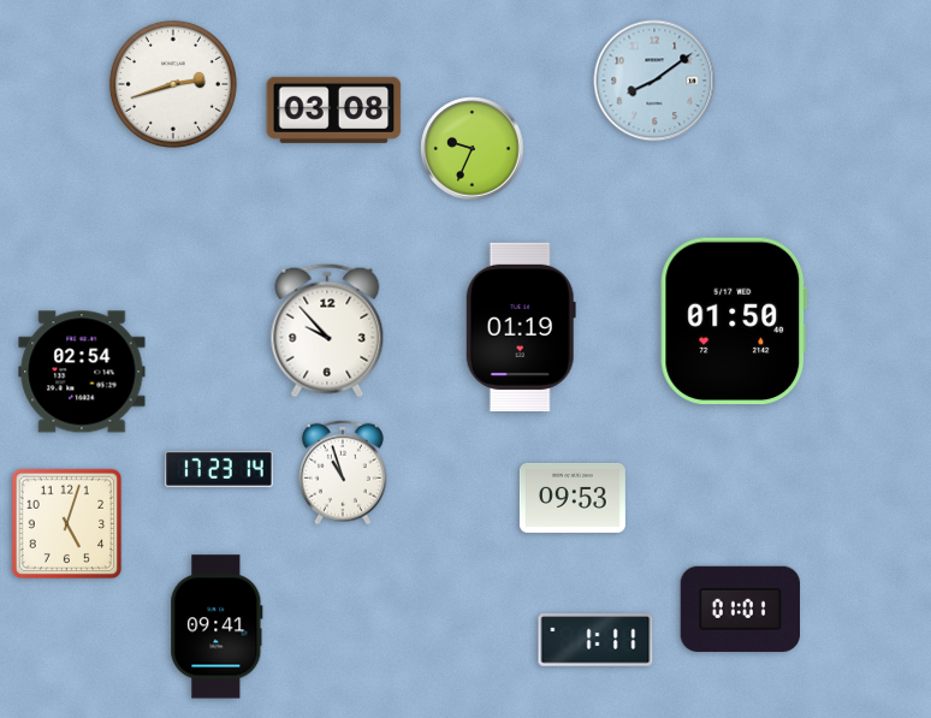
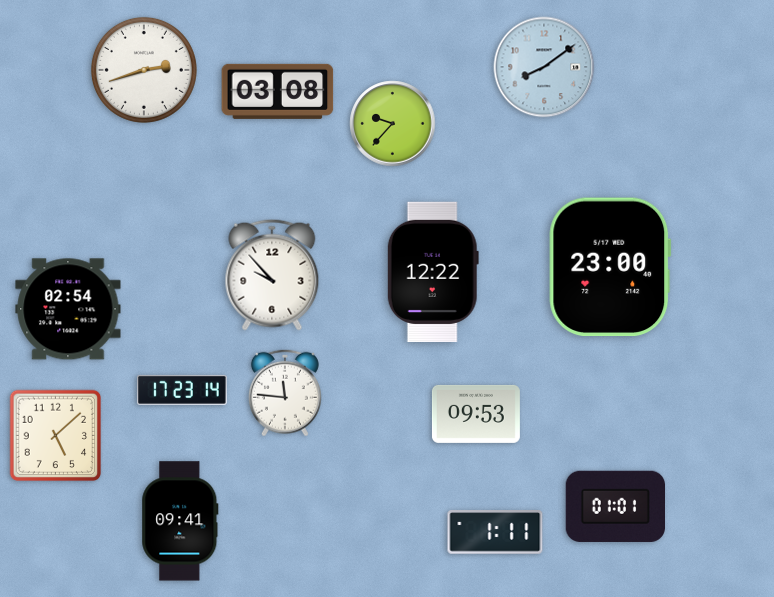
clock at (473, 149): 9:34 -> 9:37
clock at (734, 321): 01:50 -> 23:00
clock at (521, 327): 01:19 -> 12:22
clock at (343, 473): 10:57 -> 11:46
clock at (67, 524): 5:03 -> 5:08
